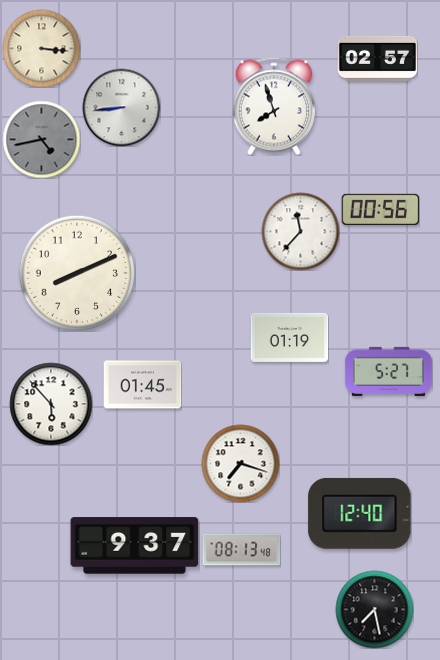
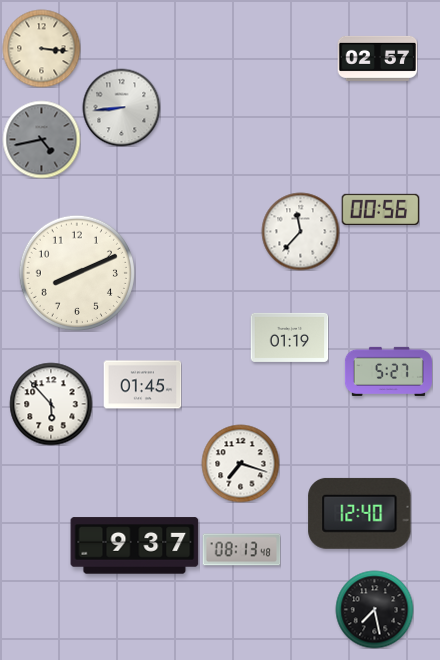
clock at (273, 106): 7:57 -> none
